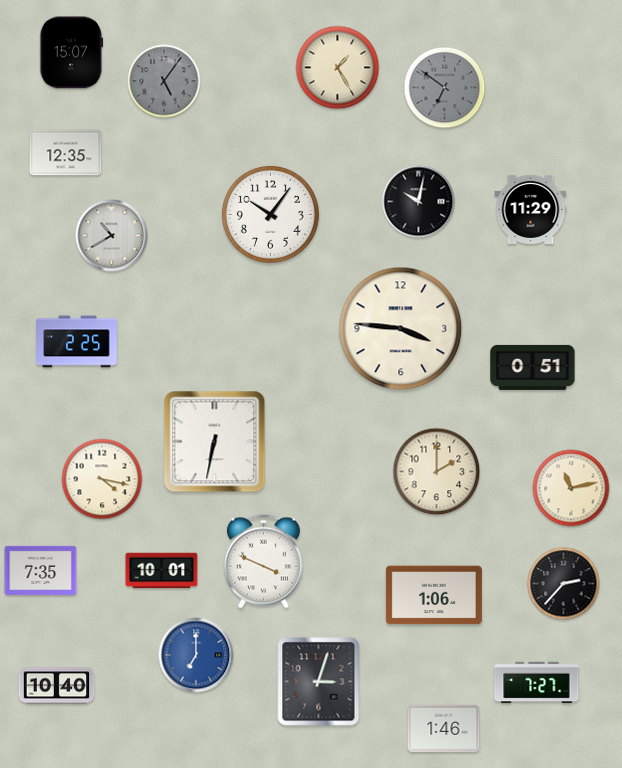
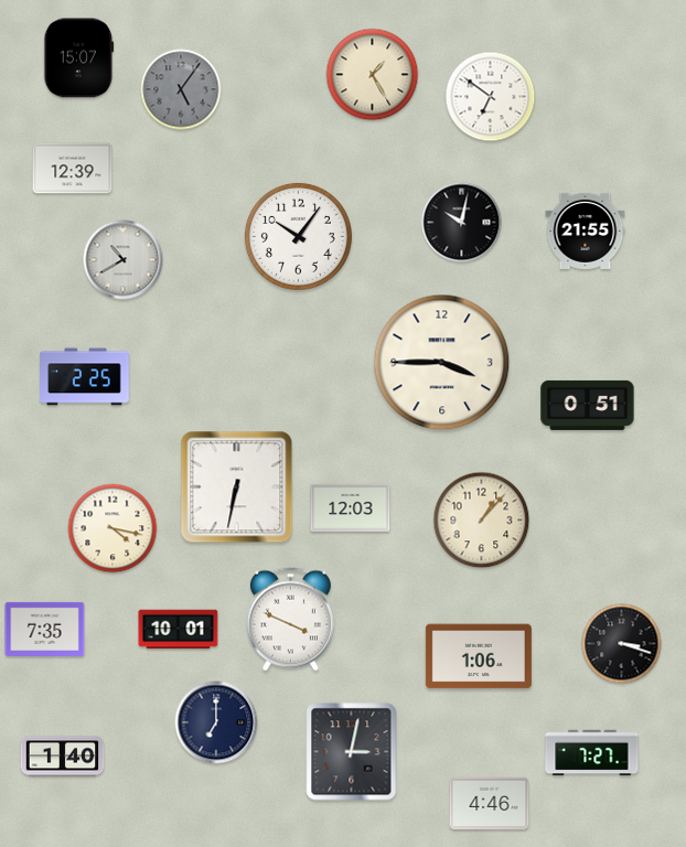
clock at (445, 88) dial: grey -> white
clock at (66, 153): 12:35 -> 12:39
clock at (531, 209): 11:29 -> 21:55
clock at (401, 329): 3:46 -> 3:45
clock at (351, 507): none -> 12:03
clock at (437, 472): 2:00 -> 1:07
clock at (571, 488): 11:13 -> none
clock at (564, 584): 2:37 -> 3:18
clock at (196, 655) dial: blue -> navy
clock at (319, 682): 3:03 -> 3:02
clock at (57, 686): 10:40 -> 1:40
clock at (444, 729): 1:46 -> 4:46
